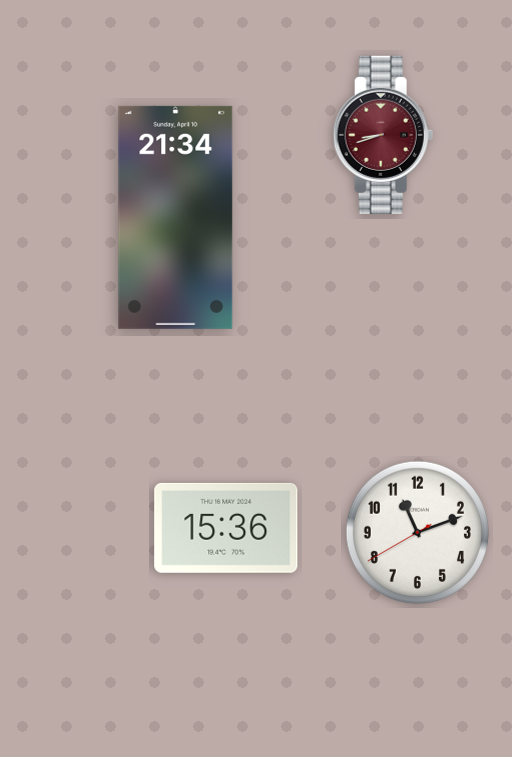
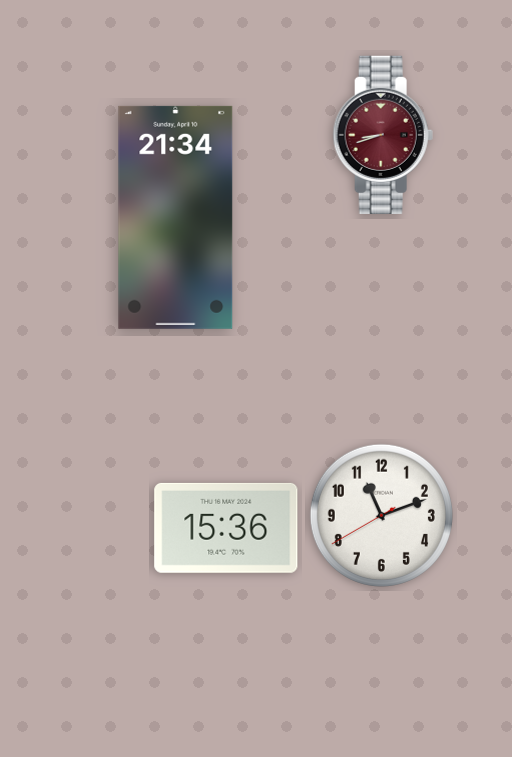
clock at (417, 532) position: (417, 532) -> (381, 515)
